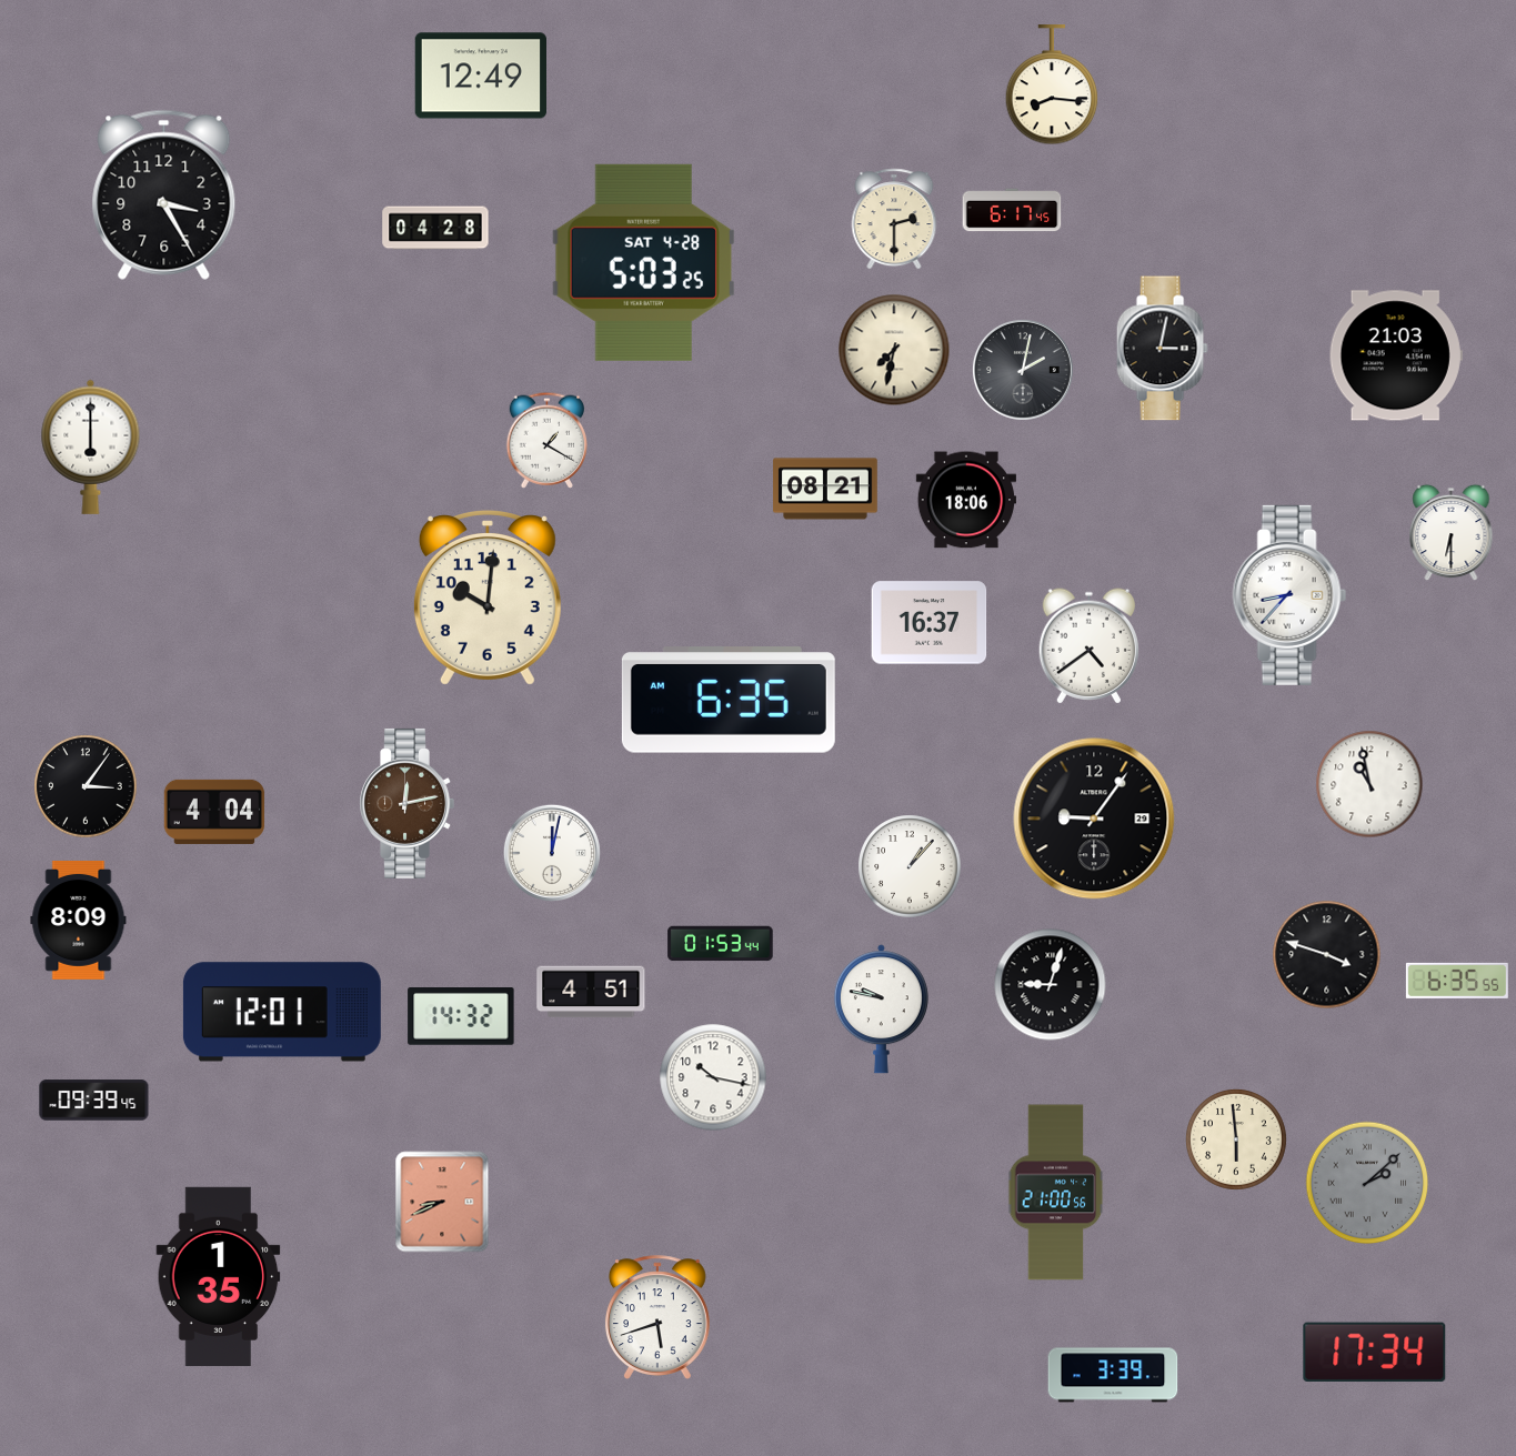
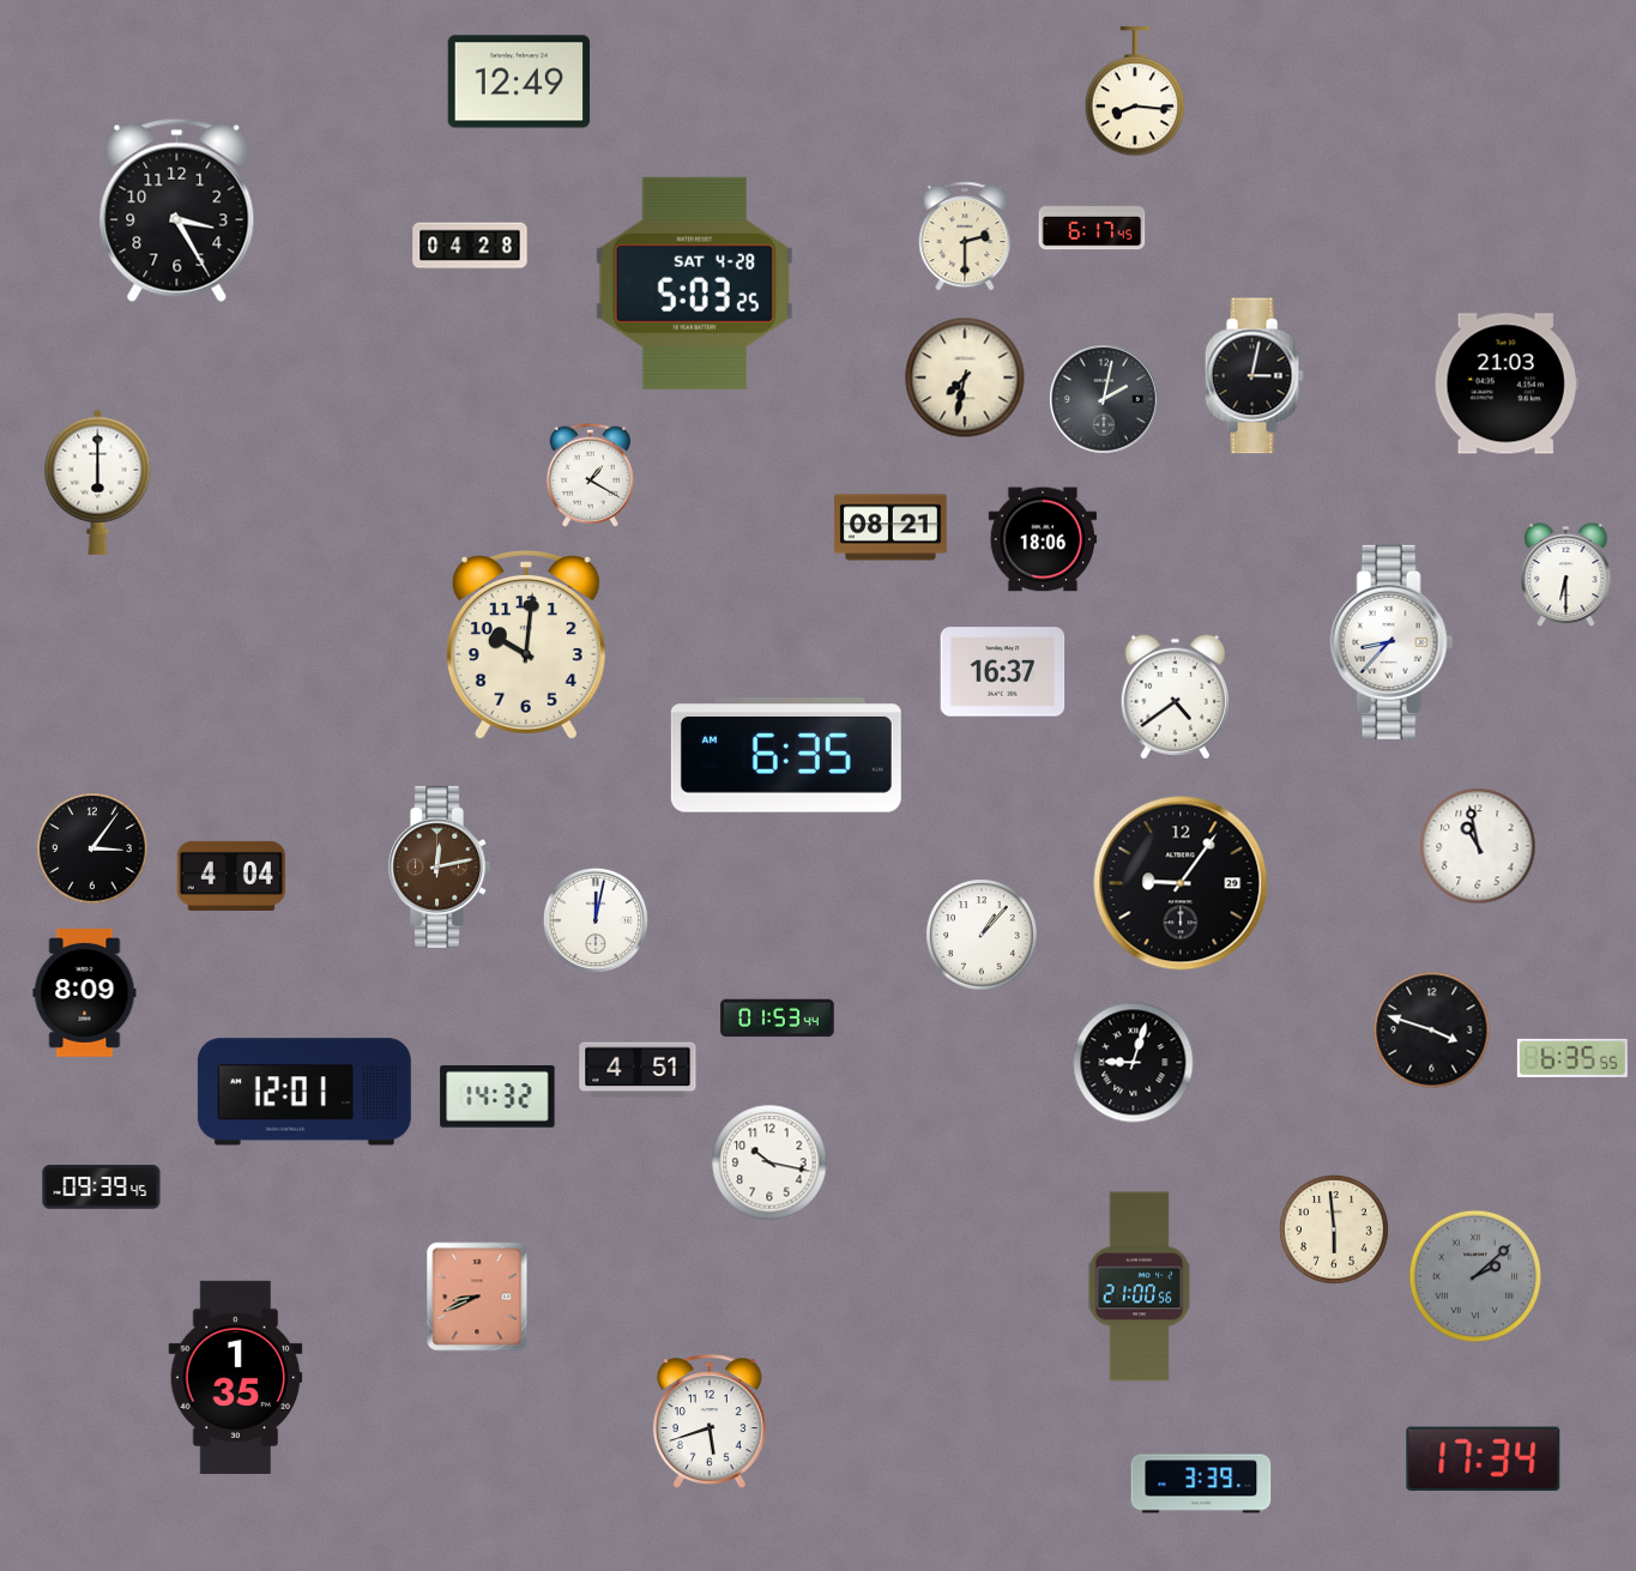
clock at (881, 1010): 9:47 -> none
